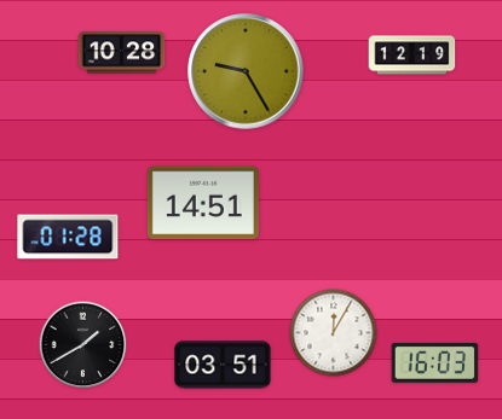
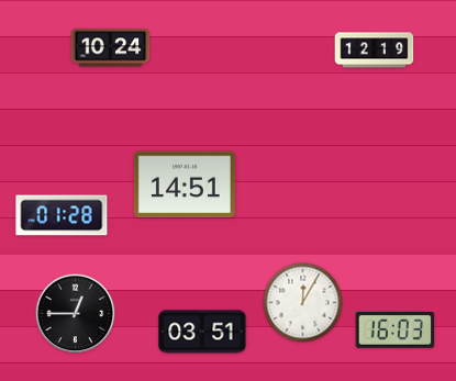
clock at (122, 53): 10:28 -> 10:24
clock at (246, 71): 9:25 -> none
clock at (83, 345): 1:40 -> 12:45
